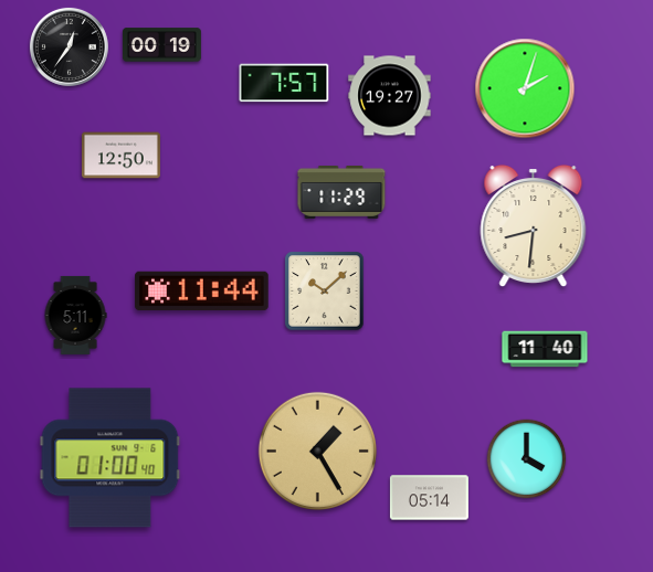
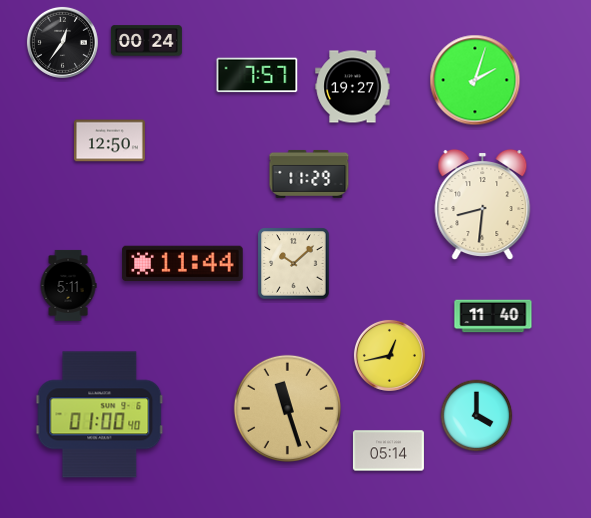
clock at (161, 45): 00:19 -> 00:24
clock at (389, 355): none -> 12:43
clock at (317, 451): 1:25 -> 11:27
